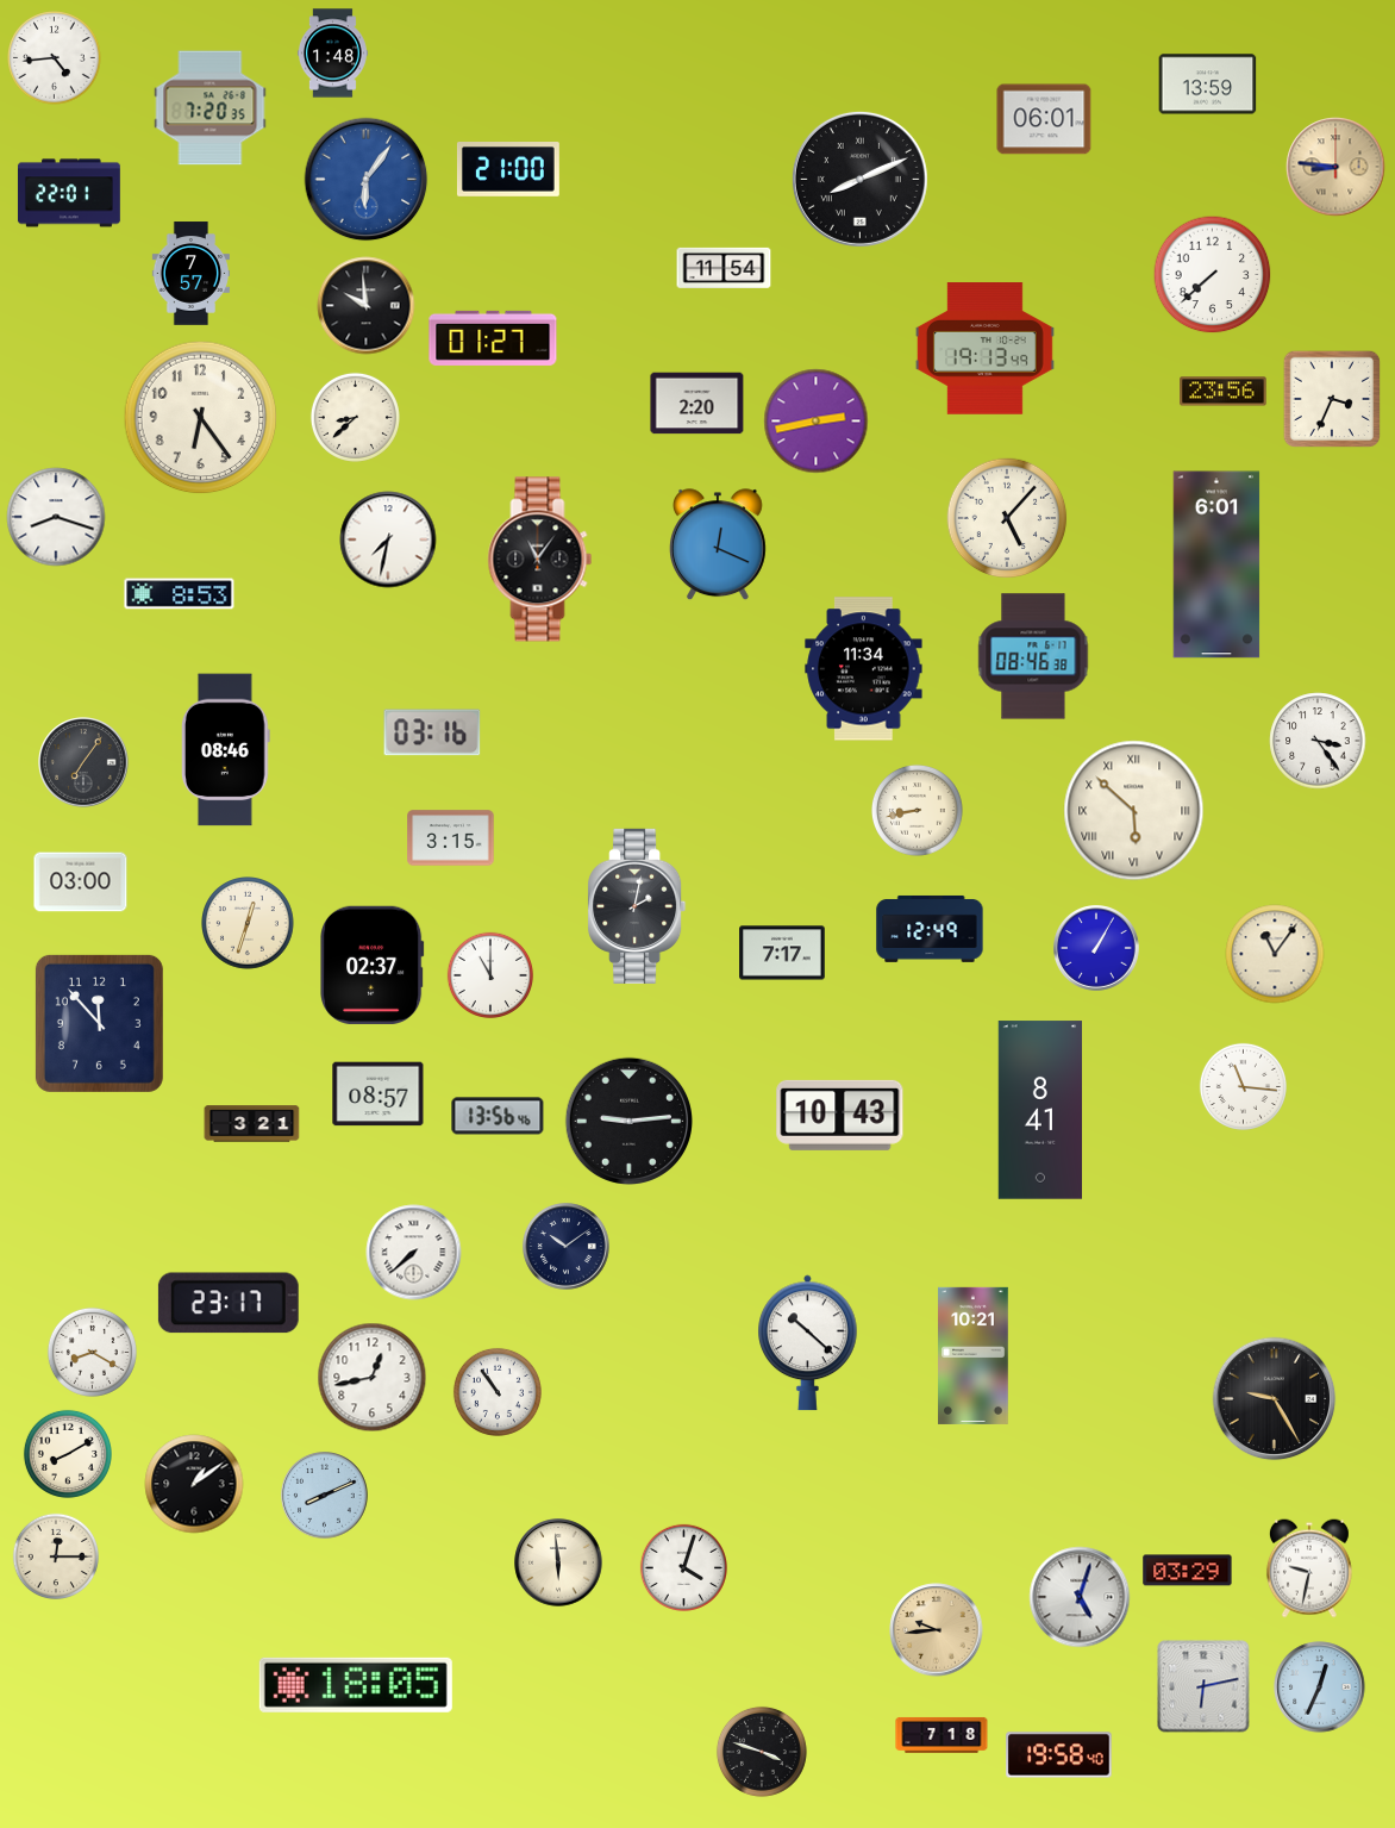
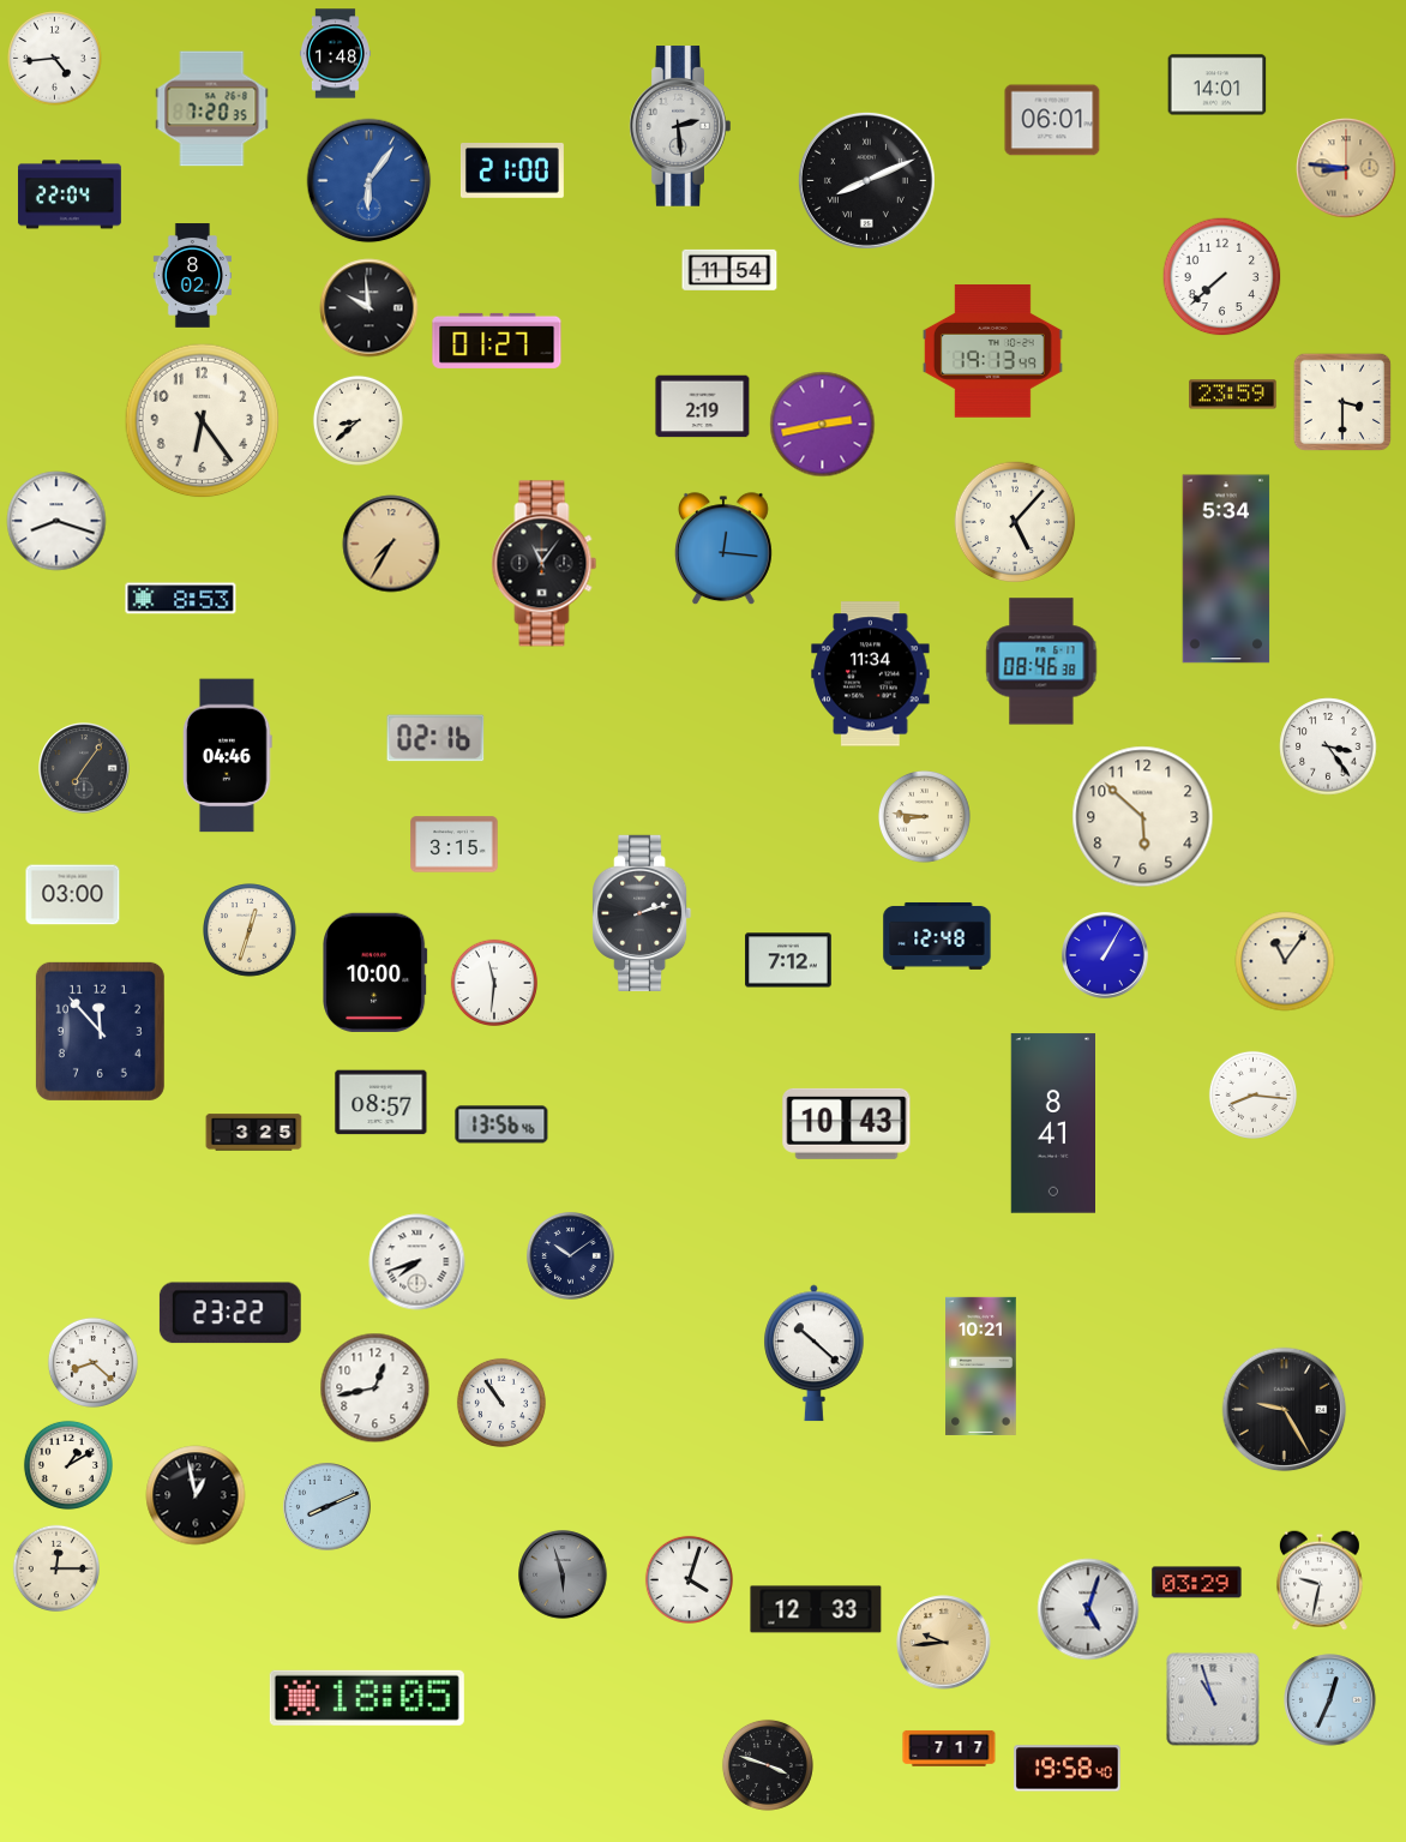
clock at (1208, 85): 13:59 -> 14:01
clock at (680, 126): none -> 2:29
clock at (69, 193): 22:01 -> 22:04
clock at (190, 274): 7:57 -> 8:02
clock at (1224, 392): 23:56 -> 23:59
clock at (1332, 399): 3:34 -> 3:30
clock at (698, 404): 2:20 -> 2:19
clock at (388, 539): 7:32 -> 7:35
clock at (388, 539) dial: white -> champagne
clock at (718, 545): 12:19 -> 12:16
clock at (1216, 564): 6:01 -> 5:34
clock at (432, 732): 03:16 -> 02:16
clock at (226, 750): 08:46 -> 04:46
clock at (917, 810): 8:43 -> 8:46
clock at (1134, 811) numerals: Roman -> Arabic
clock at (81, 882) position: (81, 882) -> (73, 895)
clock at (637, 906): 2:02 -> 2:12
clock at (930, 929): 12:49 -> 12:48
clock at (782, 953): 7:17 -> 7:12
clock at (373, 965): 02:37 -> 10:00
clock at (489, 974): 11:00 -> 11:31
clock at (1243, 1086): 11:16 -> 8:16
clock at (1039, 1110) position: (1039, 1110) -> (1052, 1123)
clock at (628, 1121): 9:14 -> none
clock at (252, 1124): 3:21 -> 3:25
clock at (414, 1253): 7:38 -> 7:42
clock at (229, 1303): 23:17 -> 23:22
clock at (92, 1352): 8:20 -> 8:22
clock at (68, 1454): 8:10 -> 1:10
clock at (194, 1484): 1:09 -> 12:58
clock at (558, 1562): 5:59 -> 5:57
clock at (558, 1562) dial: cream -> grey
clock at (816, 1609): none -> 12:33
clock at (356, 1685) position: (356, 1685) -> (367, 1698)
clock at (1203, 1686): 6:13 -> 10:57
clock at (942, 1735): 7:18 -> 7:17
